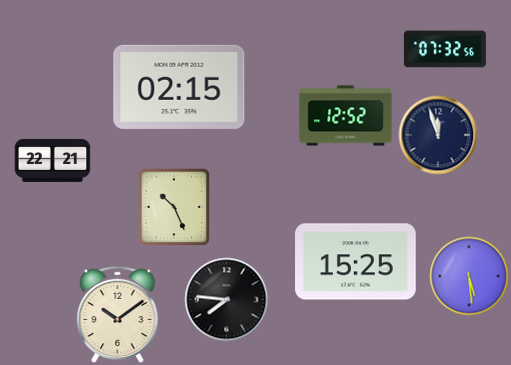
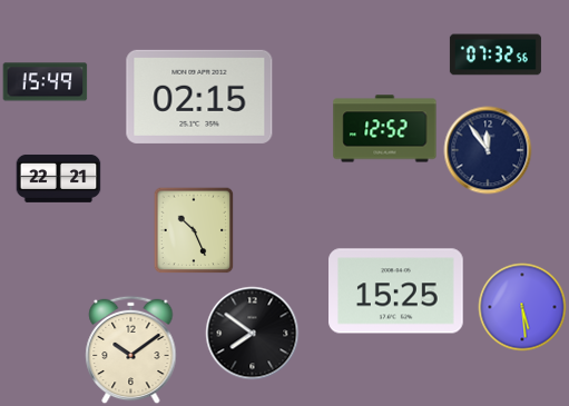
clock at (46, 82): none -> 15:49
clock at (438, 135): 11:57 -> 11:54
clock at (227, 300): 7:46 -> 7:51
